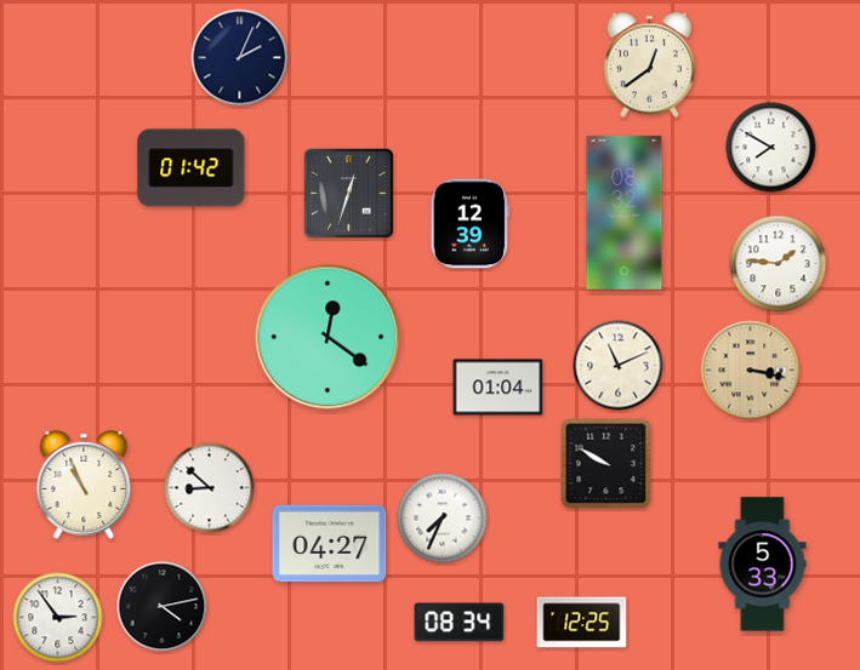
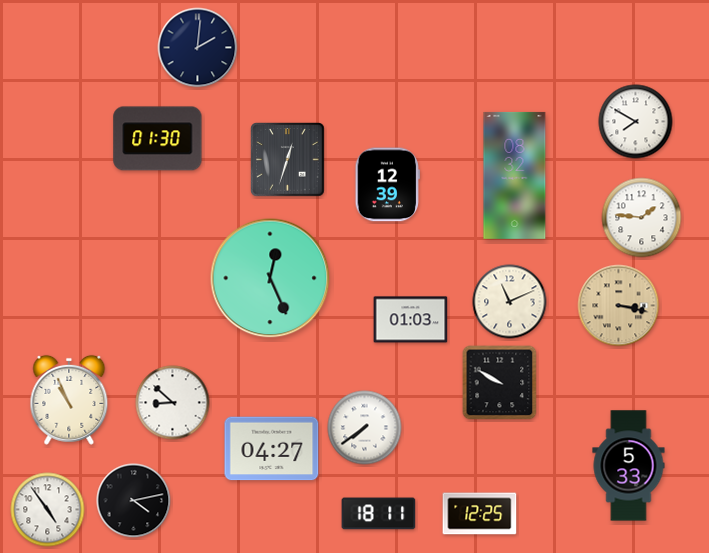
clock at (240, 58): 2:04 -> 2:01
clock at (649, 65): 12:39 -> none
clock at (192, 168): 01:42 -> 01:30
clock at (328, 337): 12:21 -> 12:26
clock at (499, 388): 01:04 -> 01:03
clock at (443, 519): 7:34 -> 7:39
clock at (58, 618): 2:54 -> 4:54
clock at (460, 623): 08:34 -> 18:11
